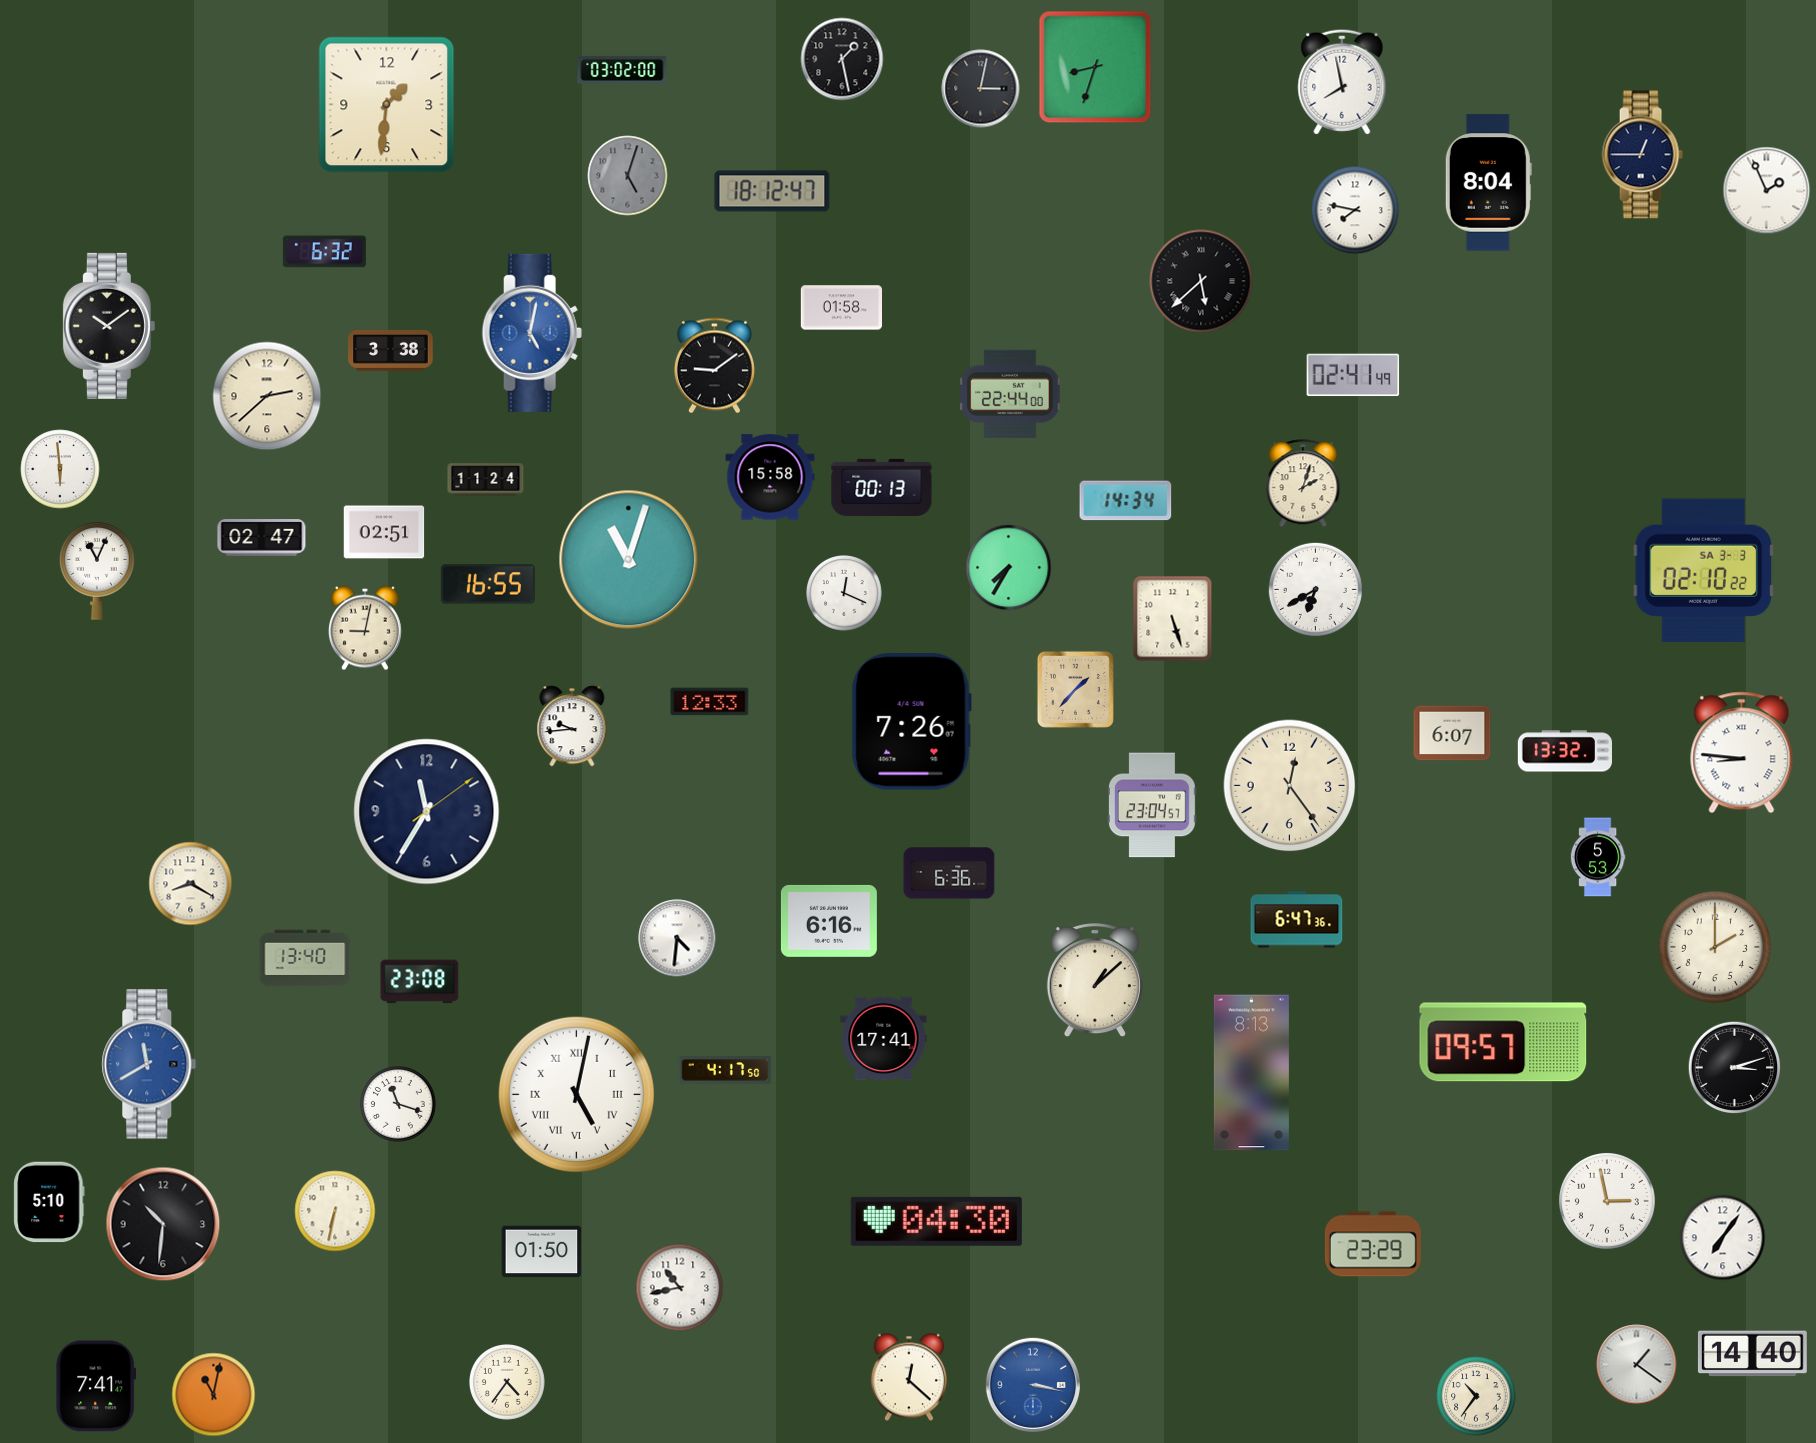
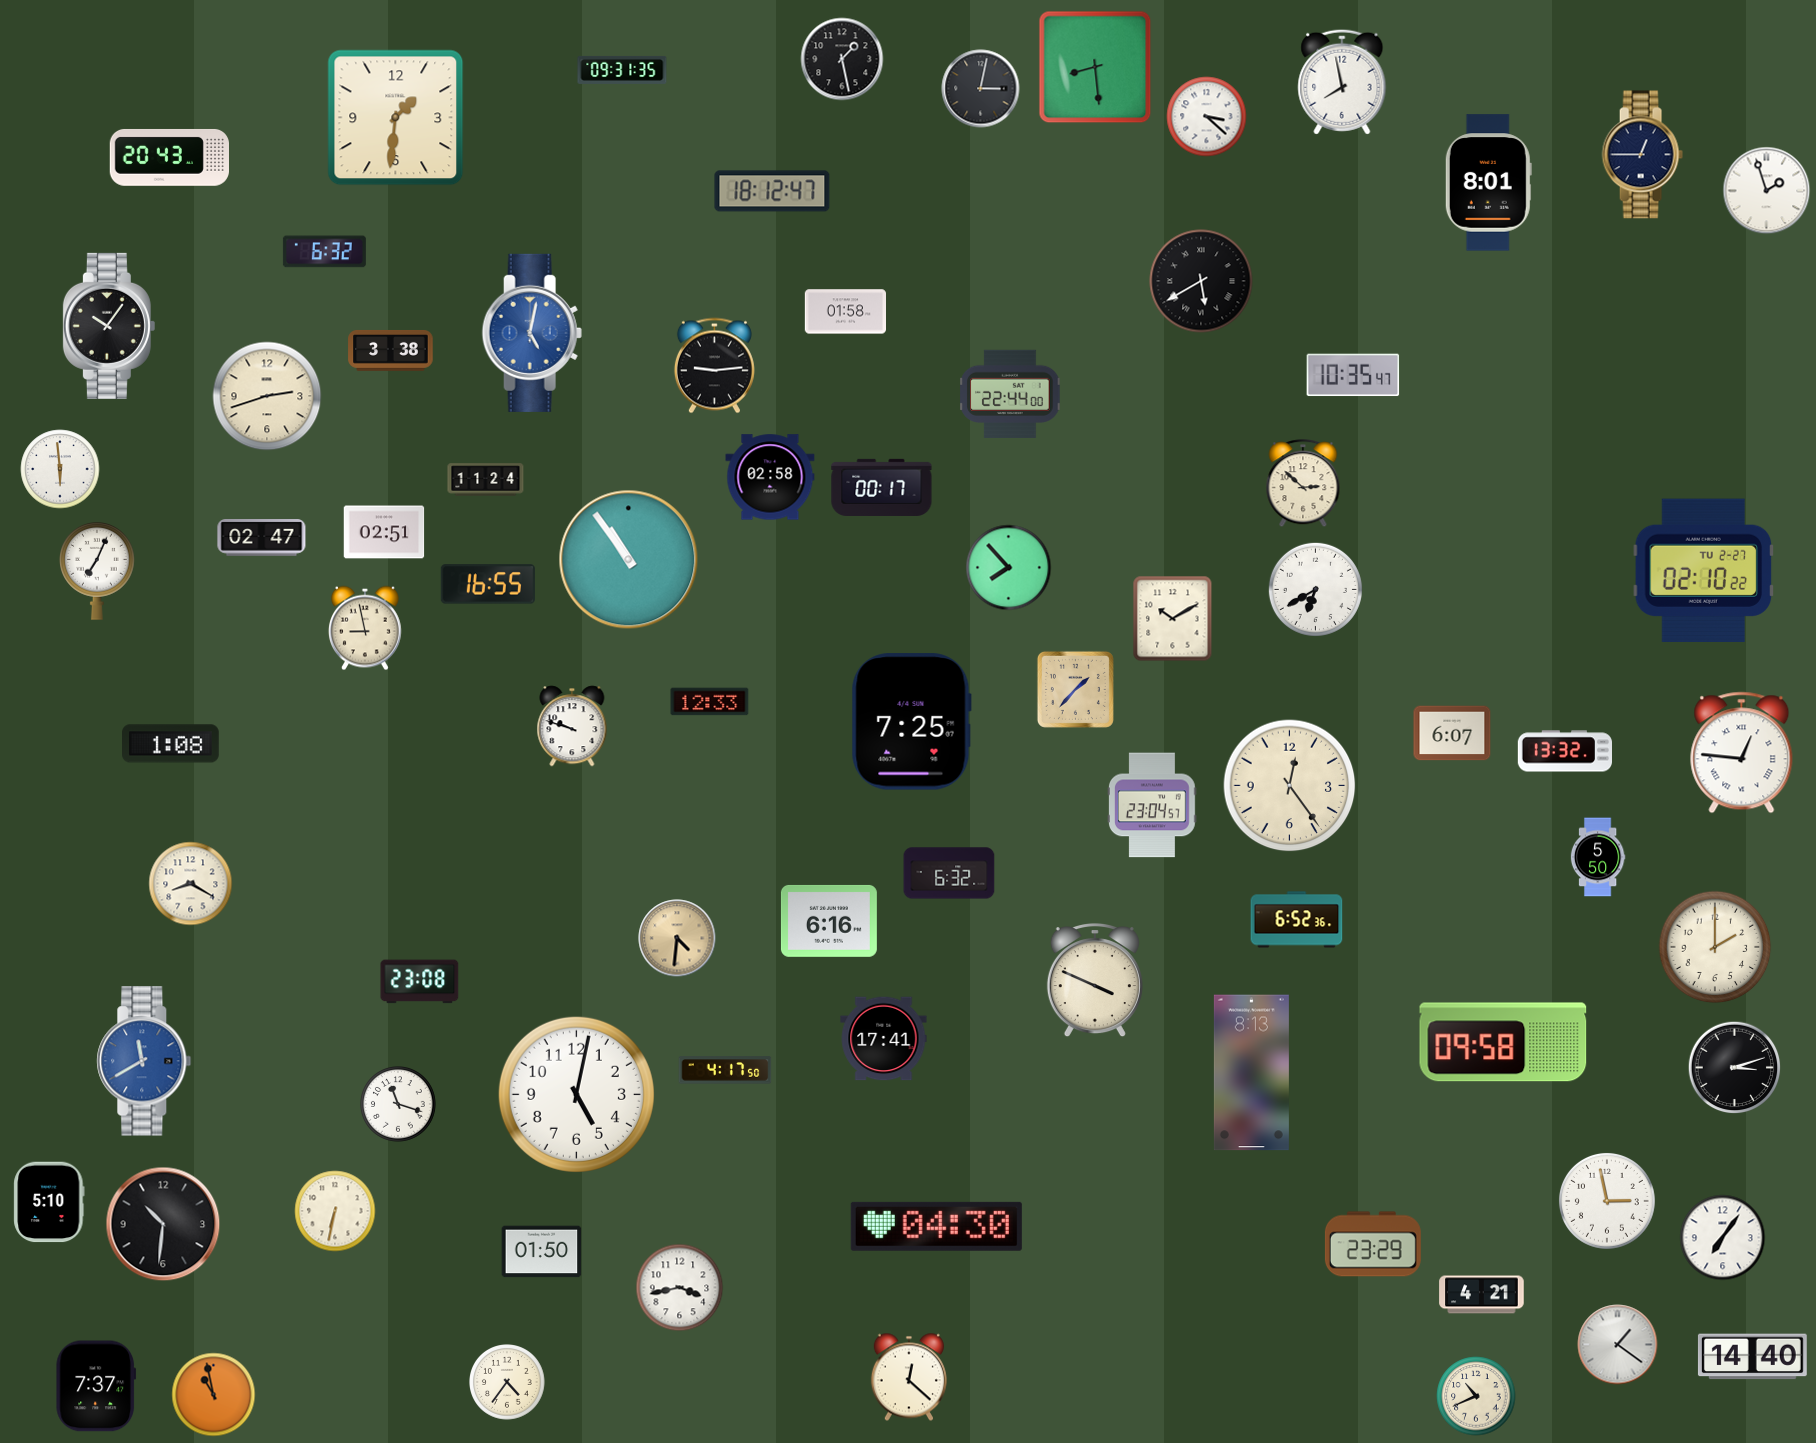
clock at (1095, 67): 8:33 -> 8:29
clock at (622, 70): 03:02 -> 09:31
clock at (387, 105) position: (387, 105) -> (396, 118)
clock at (1207, 117): none -> 3:22
clock at (169, 157): none -> 20:43
clock at (628, 176): 5:03 -> none
clock at (1488, 183): 8:04 -> 8:01
clock at (1767, 191): 1:56 -> 1:57
clock at (1355, 210): 7:47 -> none
clock at (1201, 281): 5:38 -> 5:40
clock at (841, 308) position: (841, 308) -> (845, 312)
clock at (109, 326): 10:09 -> 10:06
clock at (714, 366): 9:09 -> 9:14
clock at (1353, 375): 02:41 -> 10:35
clock at (267, 396): 2:38 -> 2:42
clock at (770, 477): 15:58 -> 02:58
clock at (1303, 484): 2:03 -> 2:52
clock at (882, 487): 00:13 -> 00:17
clock at (1126, 501): 14:34 -> none
clock at (629, 560): 11:03 -> 10:54
clock at (1009, 568): 7:35 -> 7:53
clock at (1704, 571) date: SA 3-3 -> TU 2-27
clock at (98, 572): 11:04 -> 7:04
clock at (845, 594): 12:19 -> none
clock at (1173, 619): 5:27 -> 10:10
clock at (365, 628): 9:02 -> 8:58
clock at (911, 722): 7:26 -> 7:25
clock at (572, 726): 9:44 -> 9:48
clock at (171, 744): none -> 1:08
clock at (1742, 753): 8:46 -> 12:46
clock at (427, 812): 11:35 -> none
clock at (1598, 857): 5:53 -> 5:50
clock at (949, 873): 6:36 -> 6:32
clock at (1297, 920): 6:47 -> 6:52
clock at (677, 938) dial: white -> champagne
clock at (305, 958): 13:40 -> none
clock at (1095, 981): 1:08 -> 3:49
clock at (1503, 1042): 09:57 -> 09:58
clock at (149, 1064) position: (149, 1064) -> (144, 1061)
clock at (576, 1094) numerals: Roman -> Arabic
clock at (936, 1221) position: (936, 1221) -> (936, 1226)
clock at (680, 1288): 10:43 -> 3:43
clock at (1482, 1295): none -> 4:21
clock at (1752, 1354) position: (1752, 1354) -> (1752, 1357)
clock at (1637, 1365) position: (1637, 1365) -> (1618, 1345)
clock at (1033, 1385): 3:17 -> none
clock at (96, 1386): 7:41 -> 7:37
clock at (214, 1395): 11:02 -> 10:58
clock at (1476, 1396): 10:36 -> 10:41
